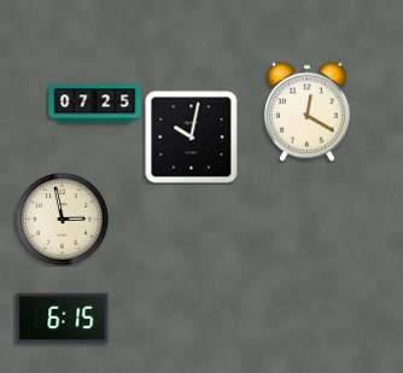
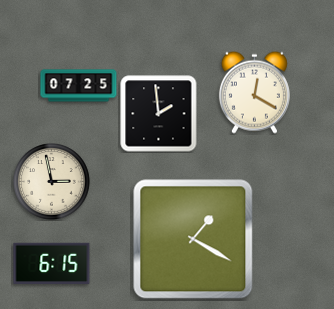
clock at (192, 138): 10:02 -> 1:59
clock at (193, 239): none -> 1:20
